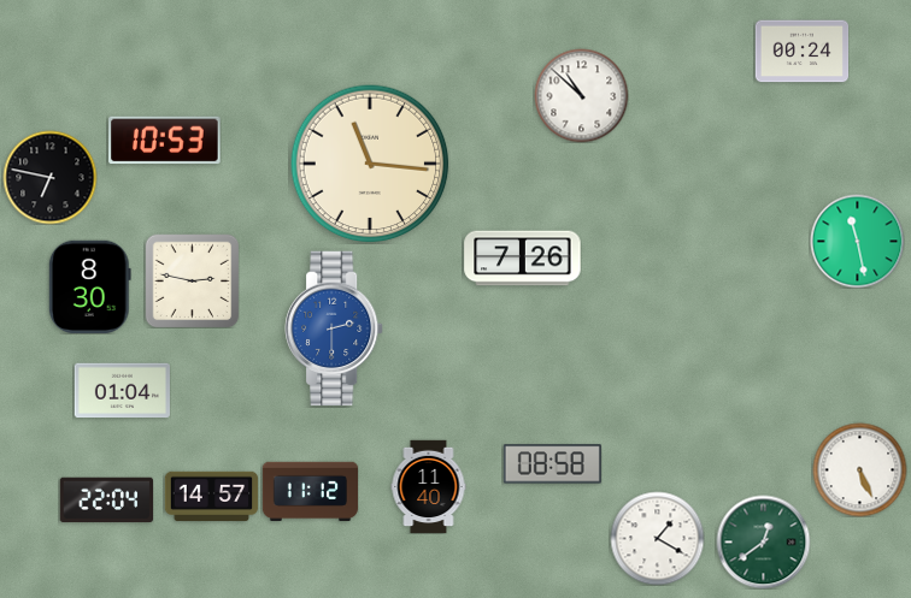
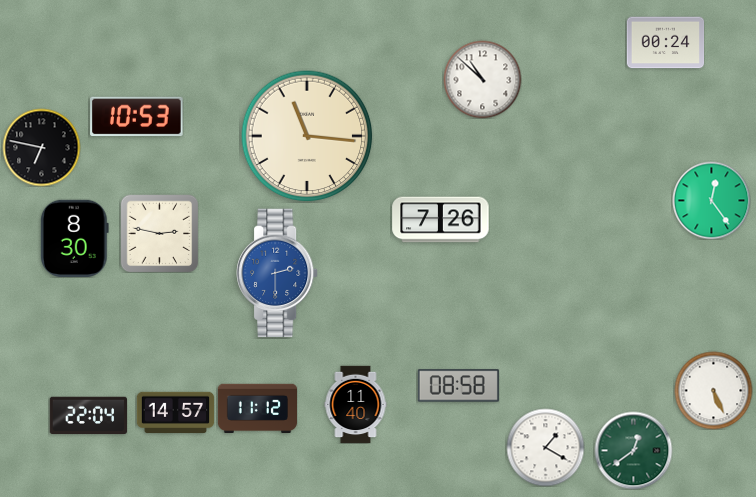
clock at (857, 241): 11:28 -> 12:24
clock at (523, 259) position: (523, 259) -> (441, 220)
clock at (122, 391): 01:04 -> none
